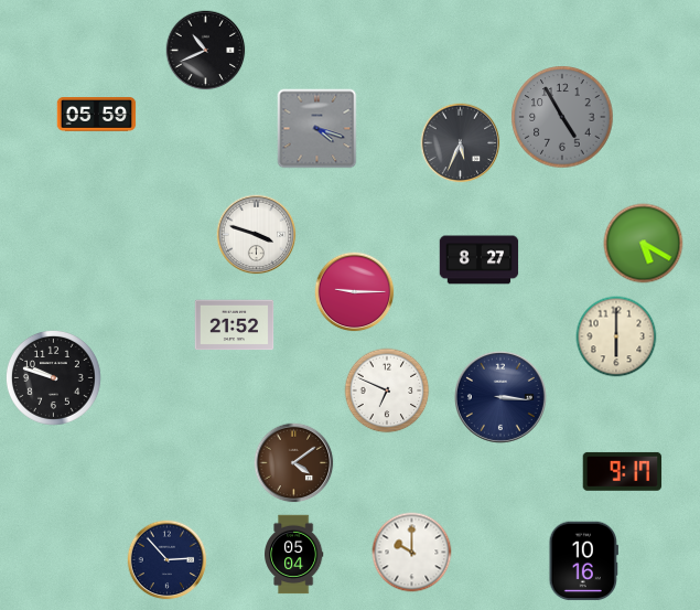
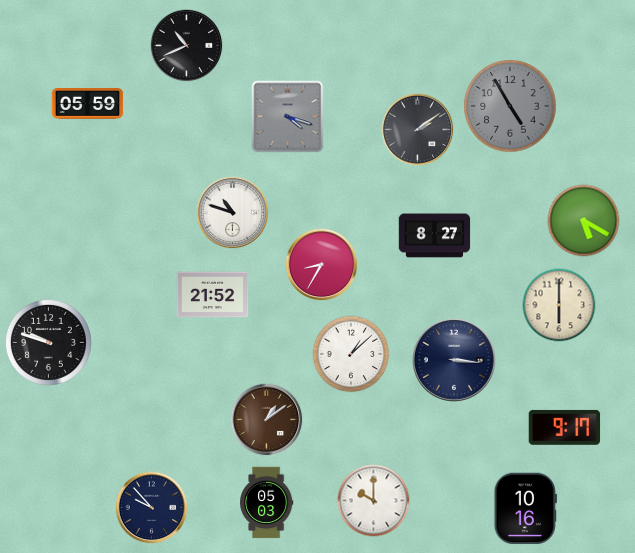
clock at (461, 143): 5:34 -> 2:09
clock at (257, 235): 3:48 -> 10:48
clock at (355, 292): 9:15 -> 8:35
clock at (387, 390): 6:49 -> 1:08
clock at (294, 463): 4:09 -> 1:09
clock at (294, 555): 05:04 -> 05:03
clock at (168, 560): 2:53 -> 9:53
clock at (583, 561) position: (583, 561) -> (525, 509)
